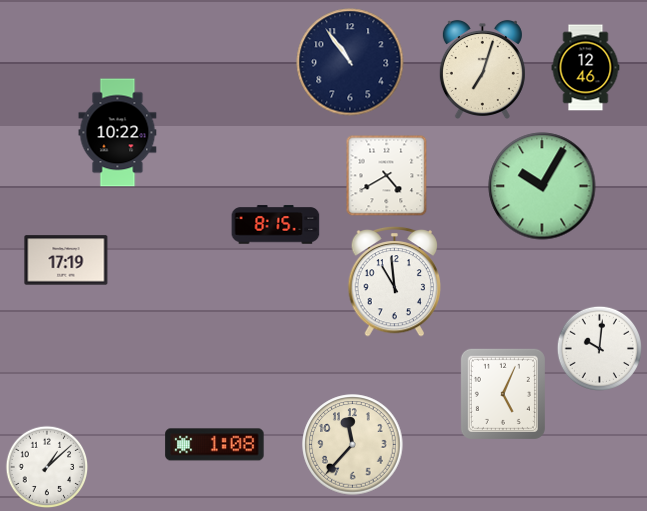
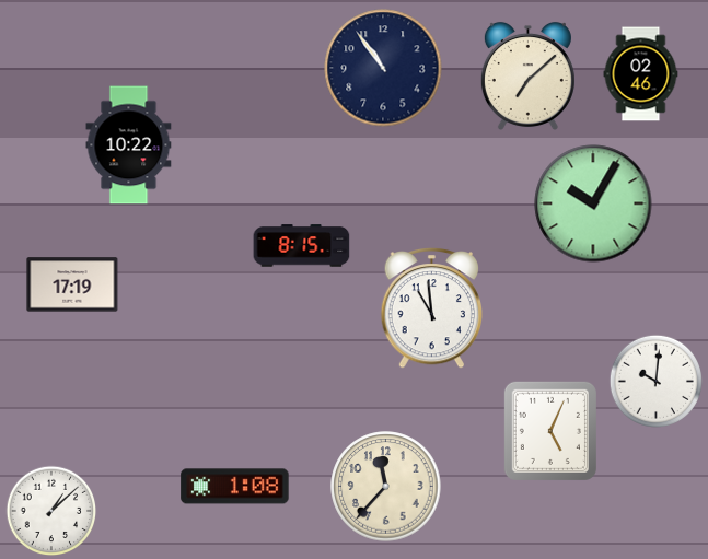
clock at (586, 68): 12:46 -> 02:46
clock at (482, 69): 7:03 -> 7:08
clock at (387, 176): 4:40 -> none
